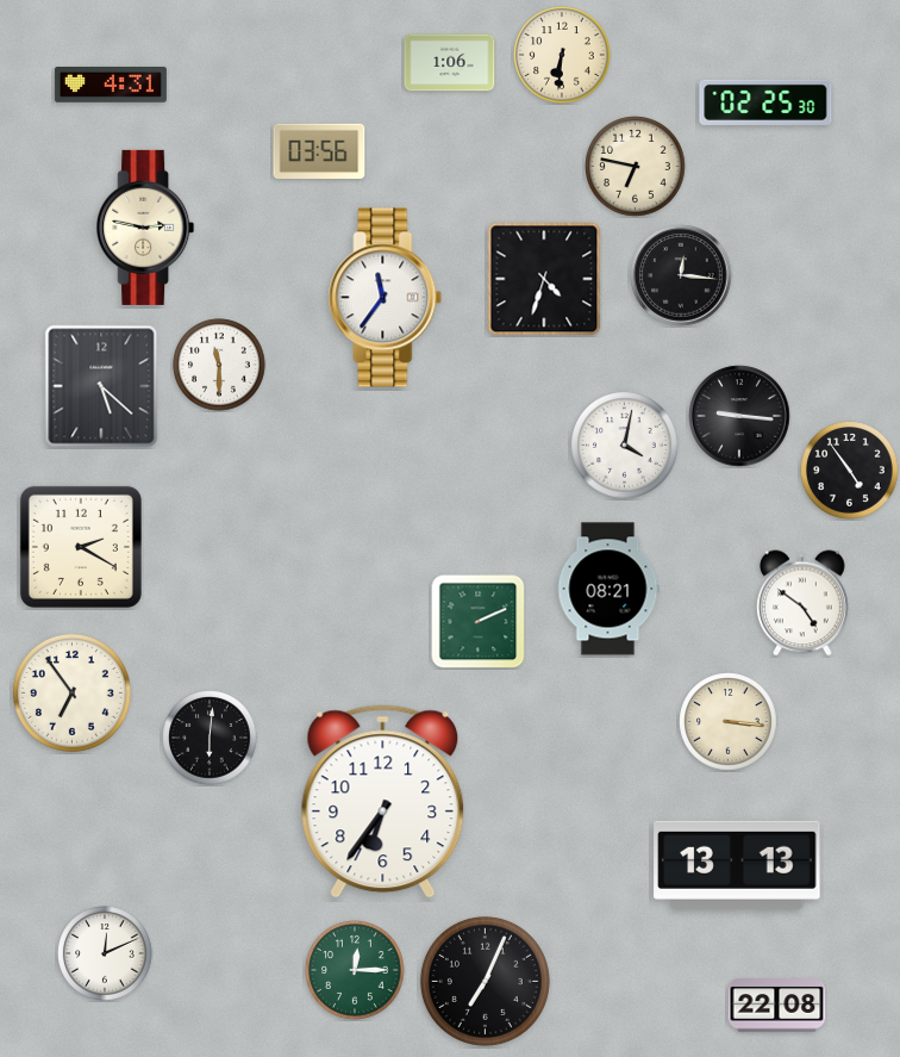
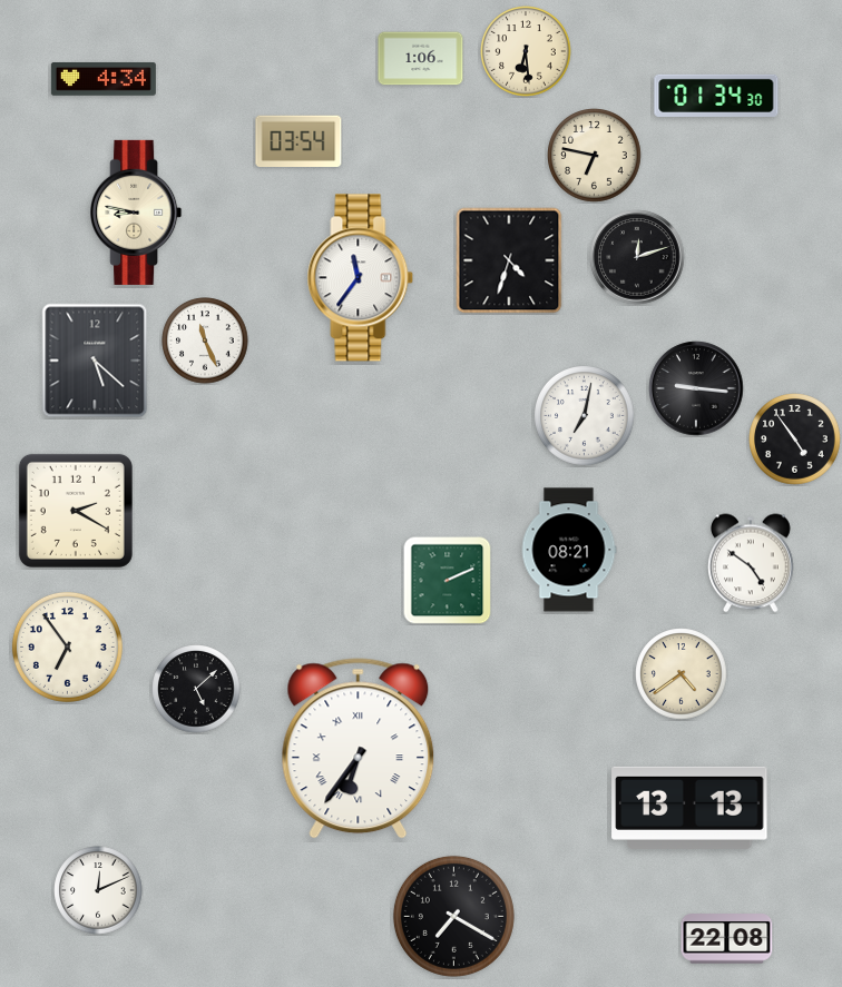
clock at (562, 55): 6:31 -> 6:29
clock at (111, 85): 4:31 -> 4:34
clock at (765, 102): 02:25 -> 01:34
clock at (319, 151): 03:56 -> 03:54
clock at (145, 228): 2:47 -> 8:47
clock at (681, 275): 12:16 -> 12:12
clock at (219, 365): 11:30 -> 11:26
clock at (739, 416) position: (739, 416) -> (696, 388)
clock at (625, 446): 4:02 -> 7:02
clock at (729, 722): 3:16 -> 4:39
clock at (210, 738): 6:01 -> 5:08
clock at (383, 802) numerals: Arabic -> Roman
clock at (355, 970): 12:15 -> none
clock at (485, 981): 7:04 -> 7:20
